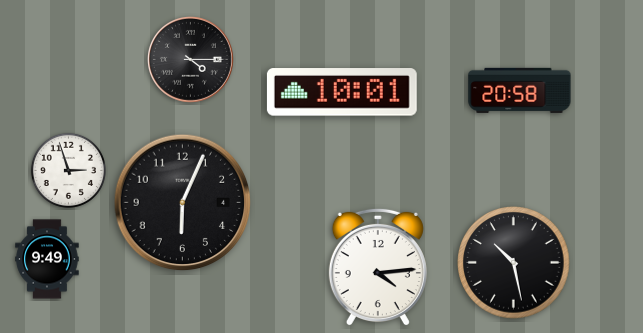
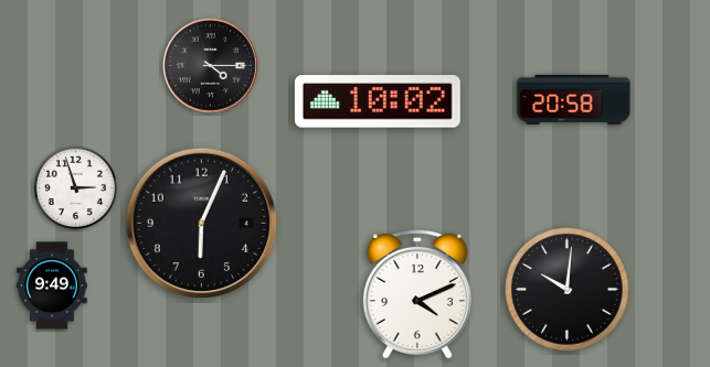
clock at (342, 92): 10:01 -> 10:02
clock at (514, 263): 10:28 -> 10:01
clock at (378, 267): 4:14 -> 4:11
